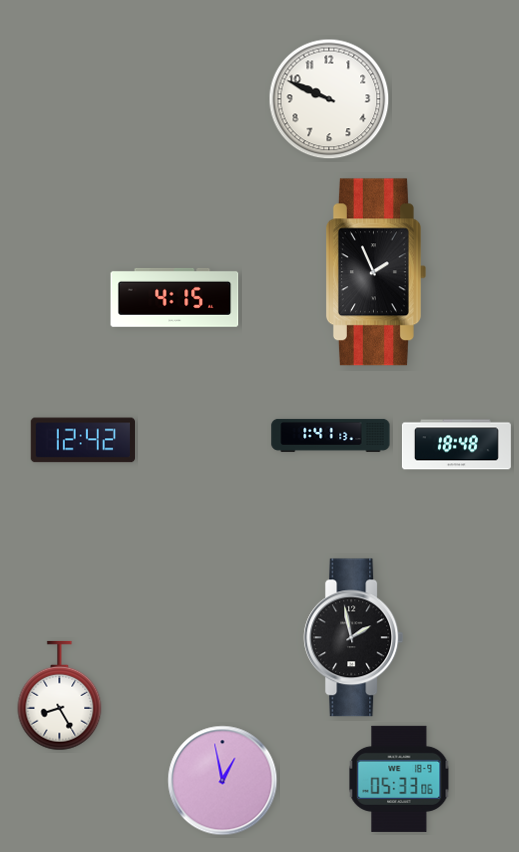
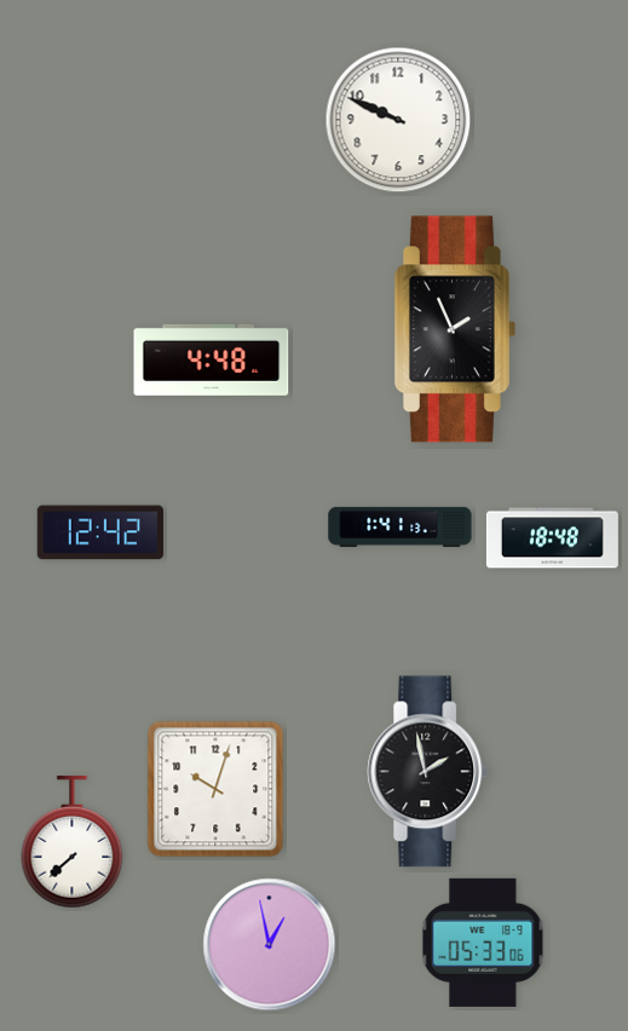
clock at (175, 297): 4:15 -> 4:48
clock at (215, 789): none -> 10:03
clock at (60, 696): 8:25 -> 7:38
